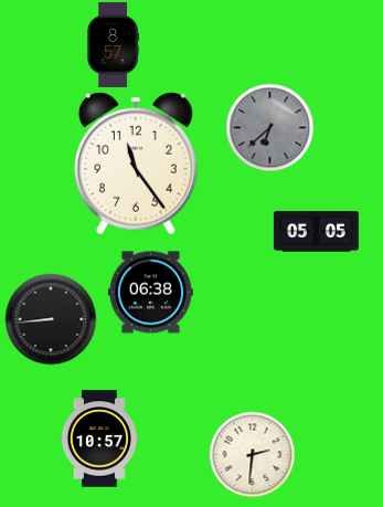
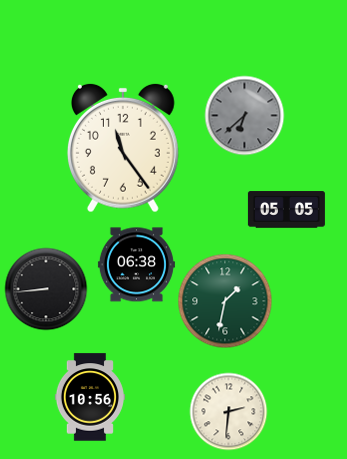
clock at (113, 44): 8:57 -> none
clock at (225, 301): none -> 1:32
clock at (99, 439): 10:57 -> 10:56
